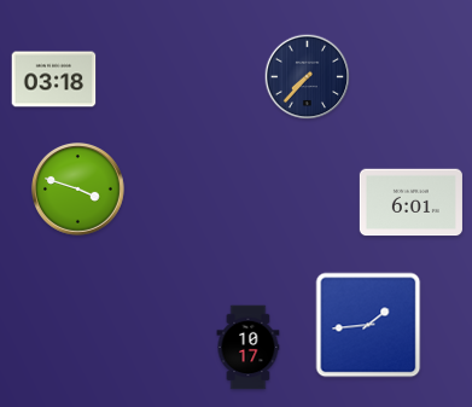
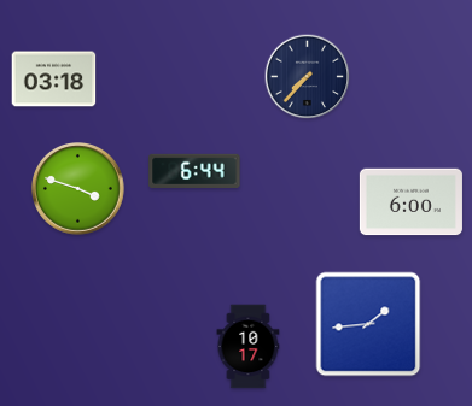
clock at (194, 171): none -> 6:44
clock at (410, 203): 6:01 -> 6:00
